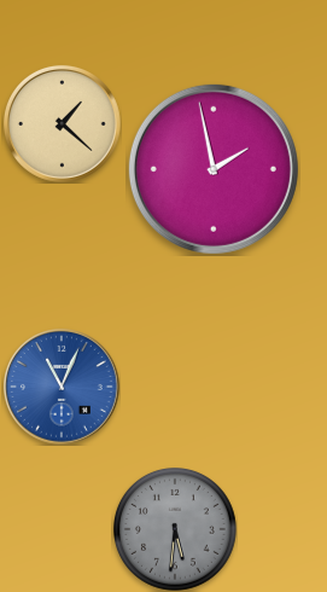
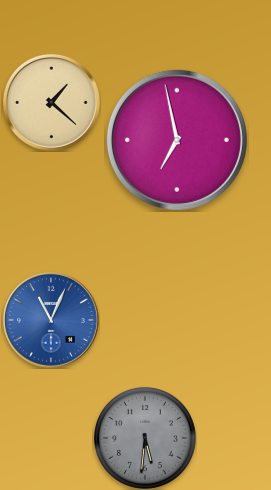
clock at (214, 169): 1:58 -> 6:58
